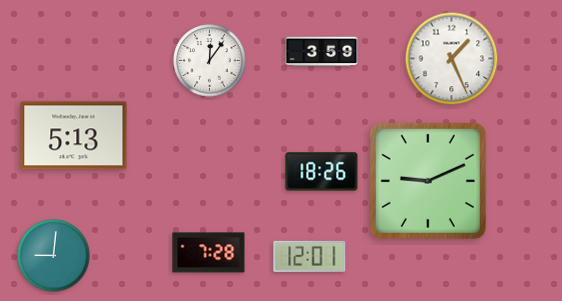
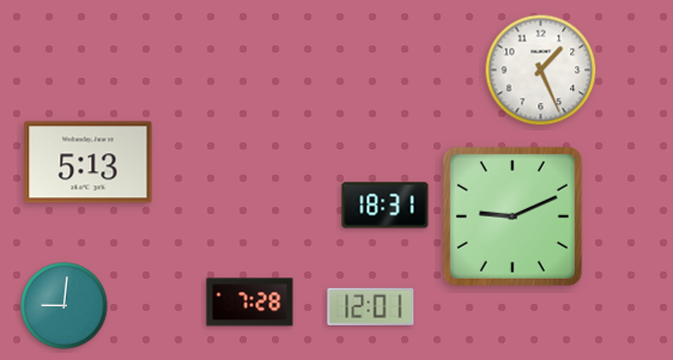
clock at (322, 52): 3:59 -> none
clock at (210, 61): 12:06 -> none
clock at (322, 172): 18:26 -> 18:31
